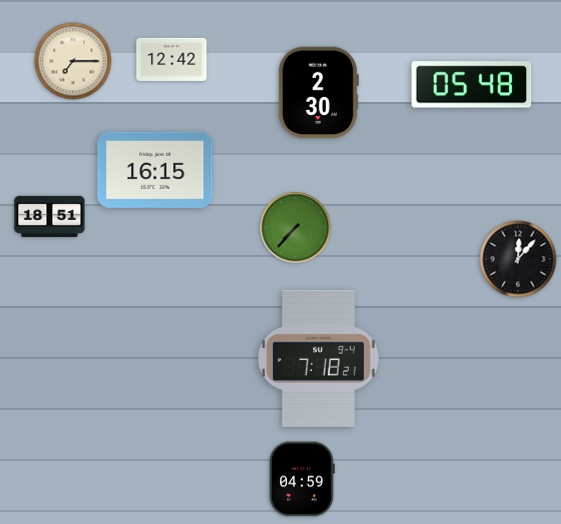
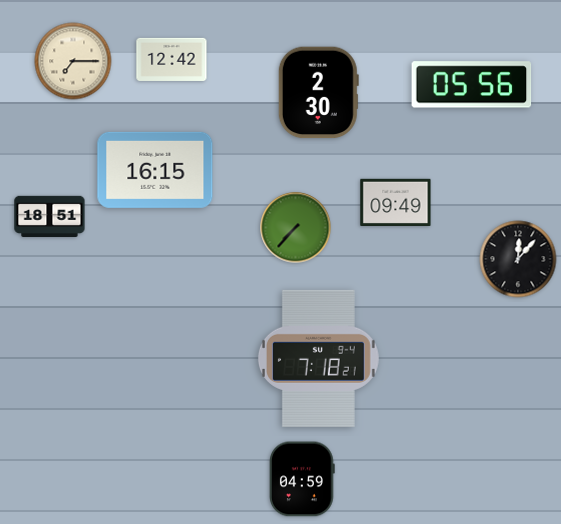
clock at (472, 85): 05:48 -> 05:56
clock at (396, 202): none -> 09:49
